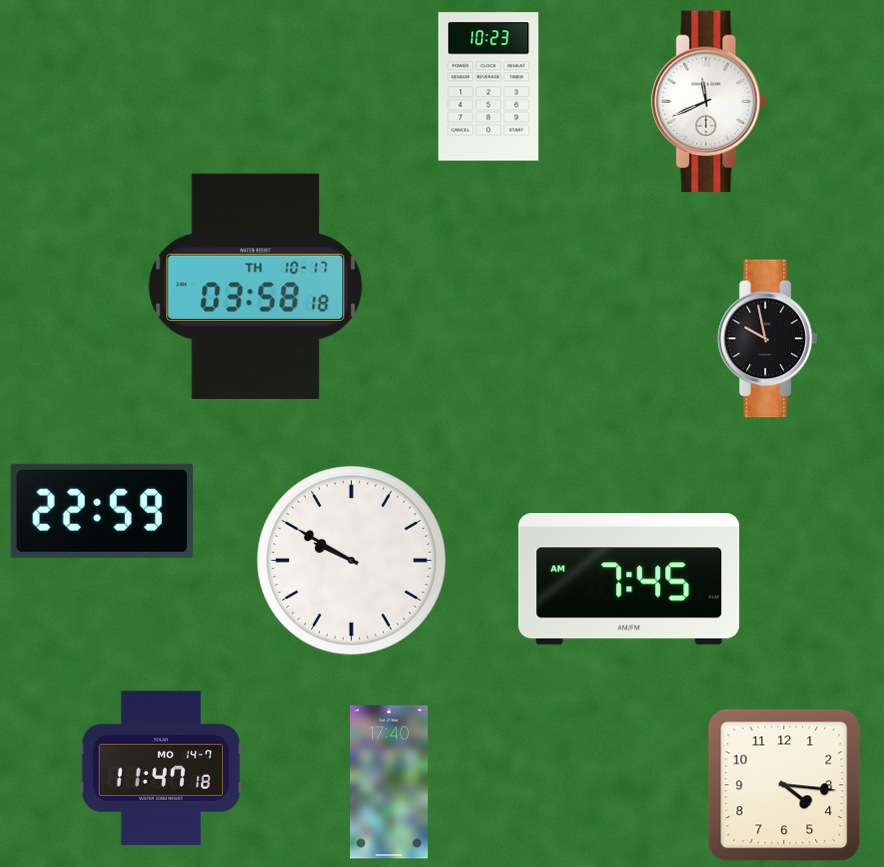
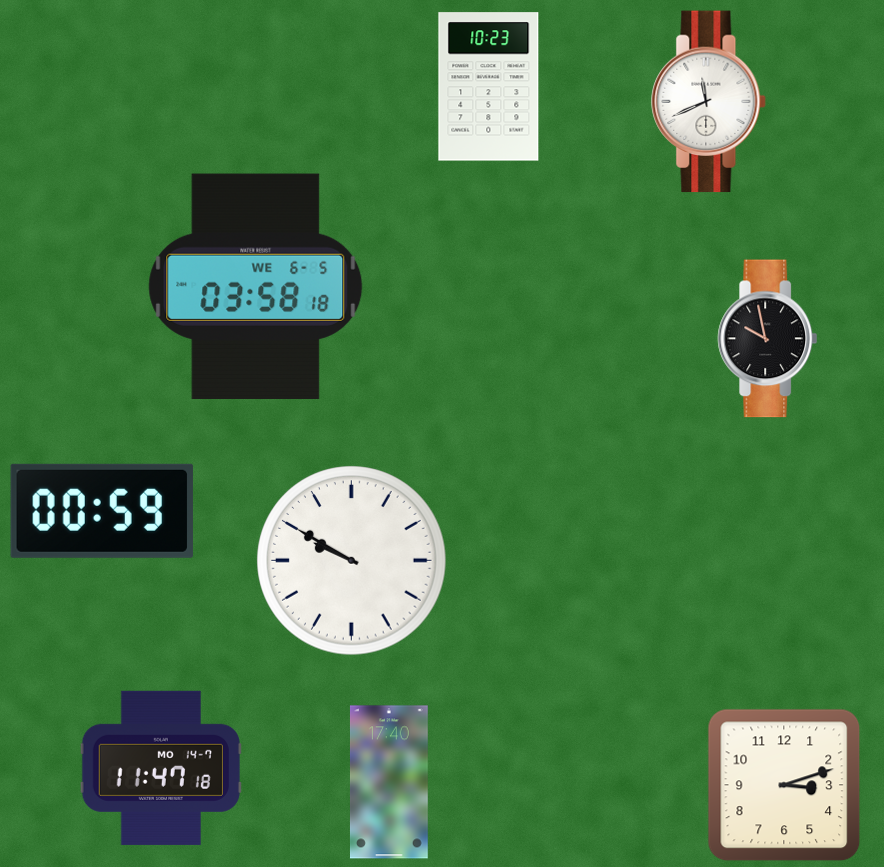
clock at (256, 286) date: TH 10-17 -> WE 6-5
clock at (102, 511): 22:59 -> 00:59
clock at (629, 579): 7:45 -> none
clock at (784, 785): 4:16 -> 3:12
